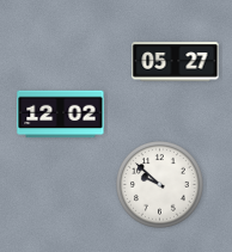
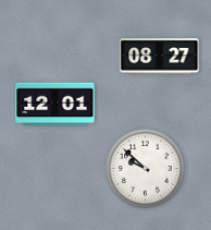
clock at (176, 62): 05:27 -> 08:27
clock at (61, 115): 12:02 -> 12:01
